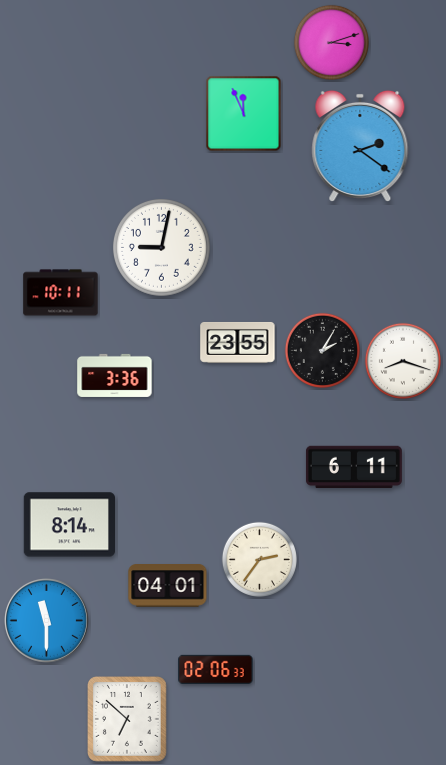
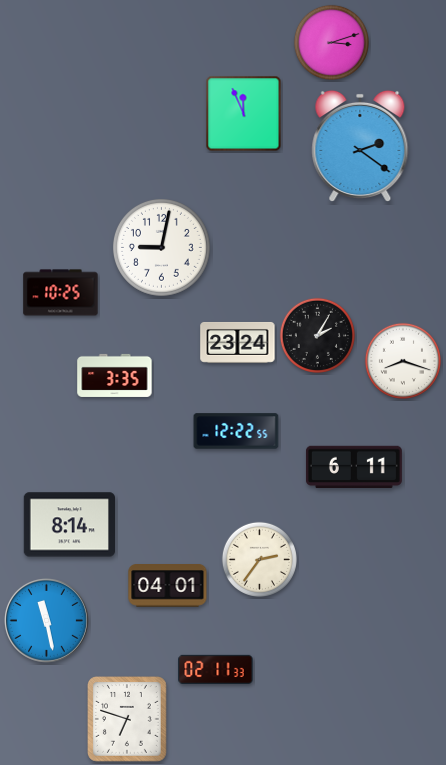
clock at (61, 293): 10:11 -> 10:25
clock at (238, 342): 23:55 -> 23:24
clock at (322, 350) position: (322, 350) -> (317, 335)
clock at (115, 375): 3:36 -> 3:35
clock at (236, 431): none -> 12:22
clock at (46, 620): 11:30 -> 11:28
clock at (216, 669): 02:06 -> 02:11
clock at (128, 720): 6:52 -> 6:48
